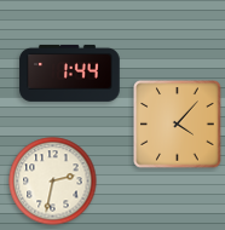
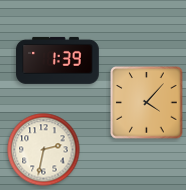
clock at (70, 73): 1:44 -> 1:39
